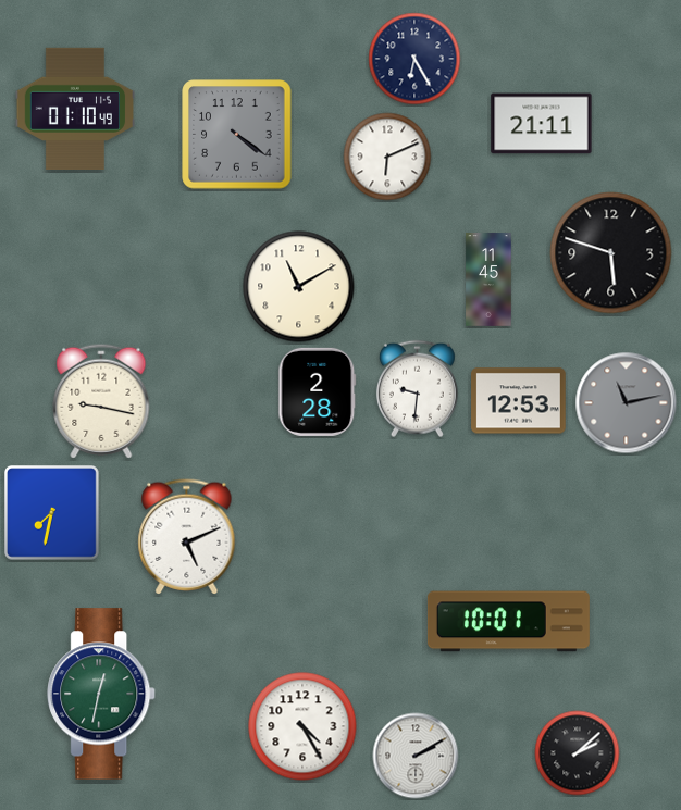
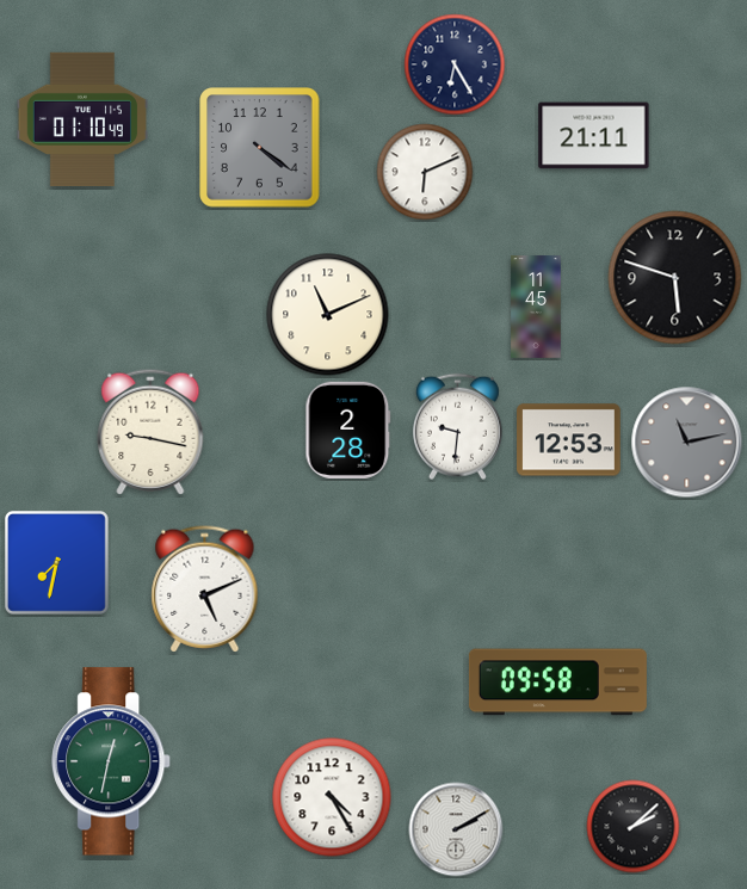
clock at (611, 253) position: (611, 253) -> (675, 278)
clock at (299, 287): 11:10 -> 11:11
clock at (101, 401) position: (101, 401) -> (150, 432)
clock at (508, 622): 10:01 -> 09:58
